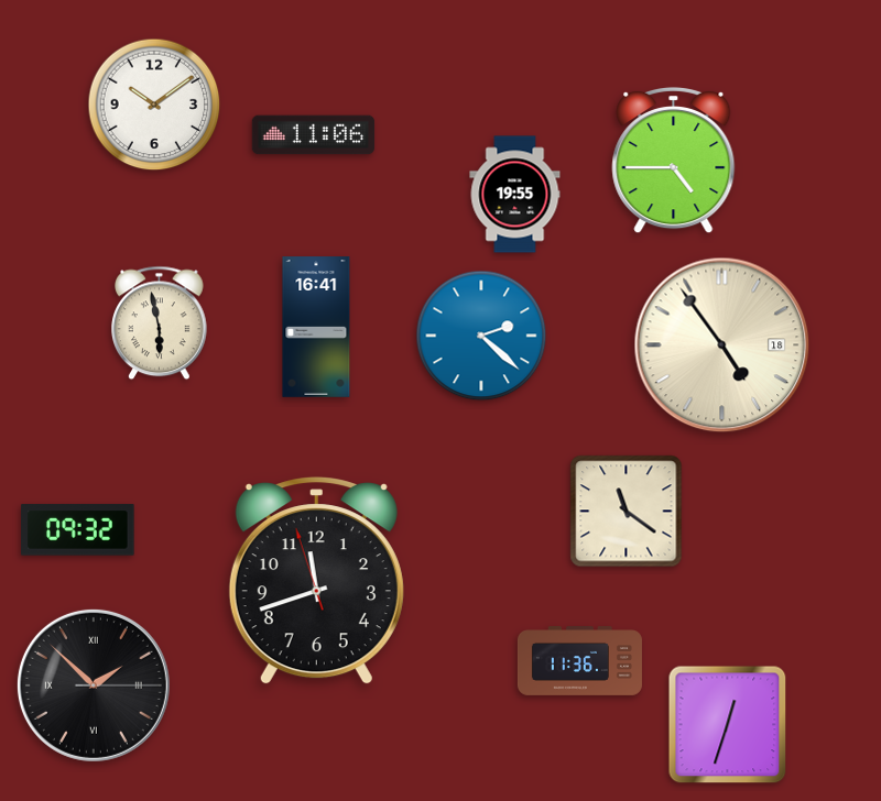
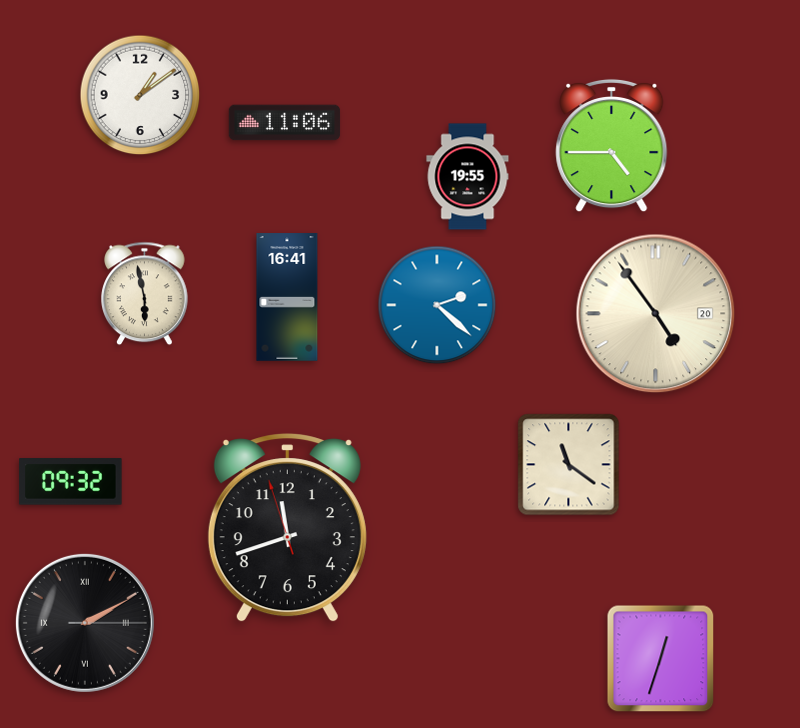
clock at (154, 105): 10:09 -> 1:09
clock at (722, 345) date: 18 -> 20
clock at (579, 661): 11:36 -> none
clock at (94, 685): 1:52 -> 2:10
